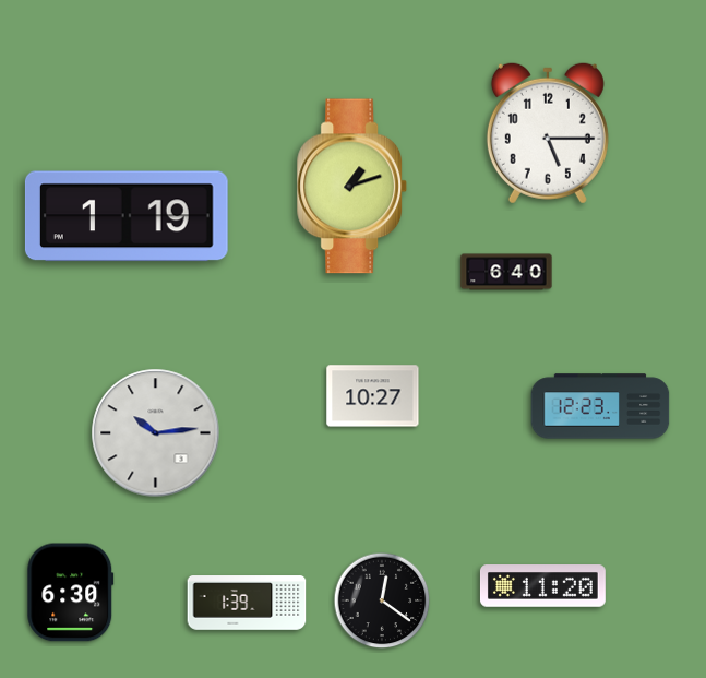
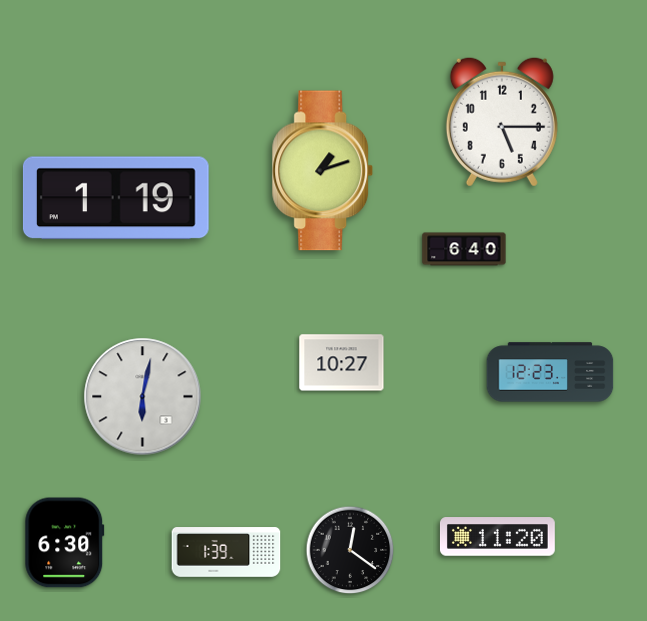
clock at (156, 433): 10:14 -> 6:02
